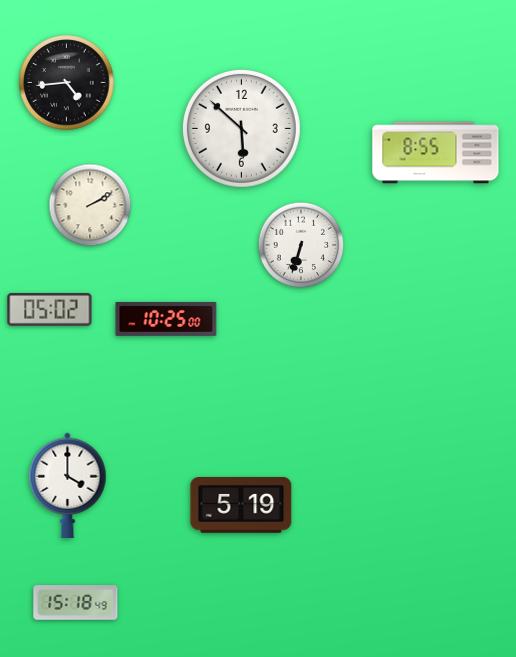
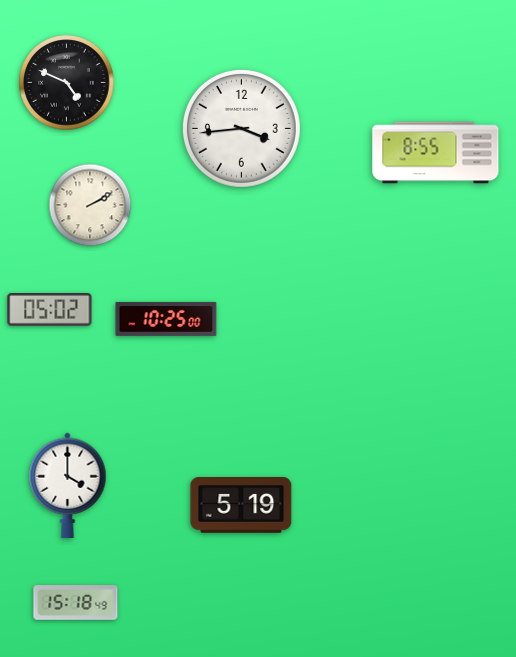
clock at (67, 83): 4:44 -> 4:49
clock at (241, 128): 5:52 -> 3:44
clock at (301, 245): 6:33 -> none
